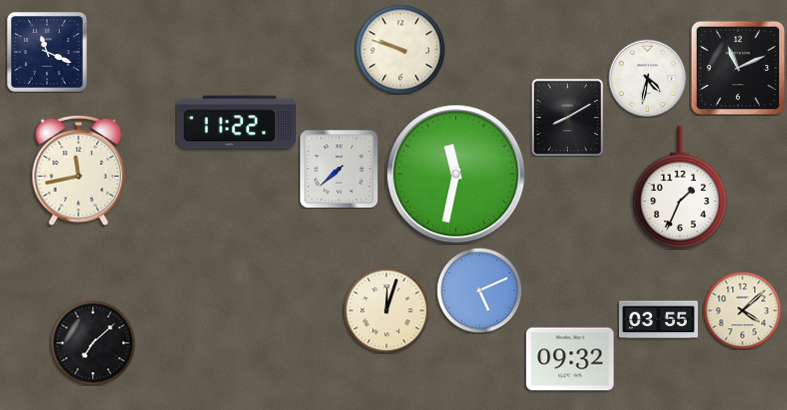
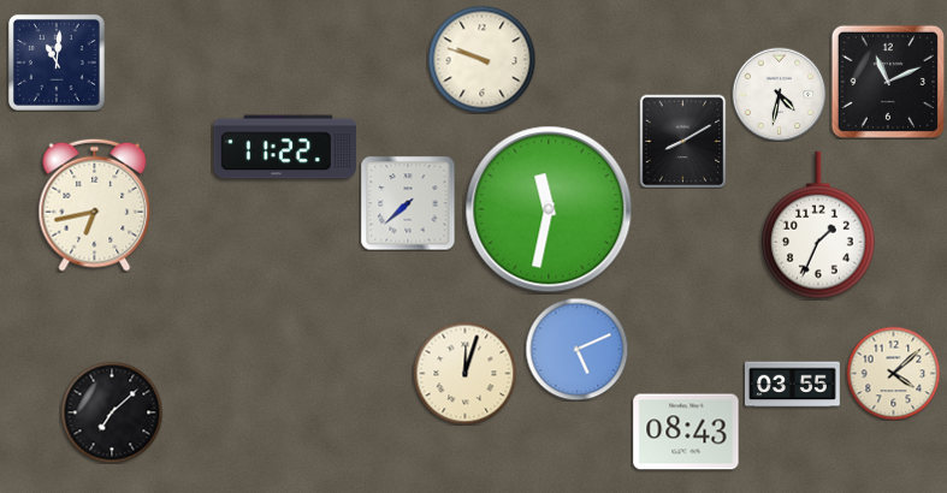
clock at (47, 52): 11:19 -> 11:01
clock at (79, 170): 11:43 -> 6:43
clock at (570, 359): 09:32 -> 08:43
